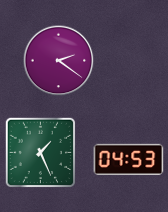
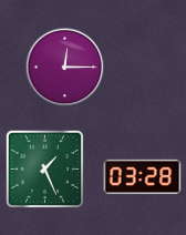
clock at (59, 61): 2:21 -> 12:15
clock at (129, 159): 04:53 -> 03:28
